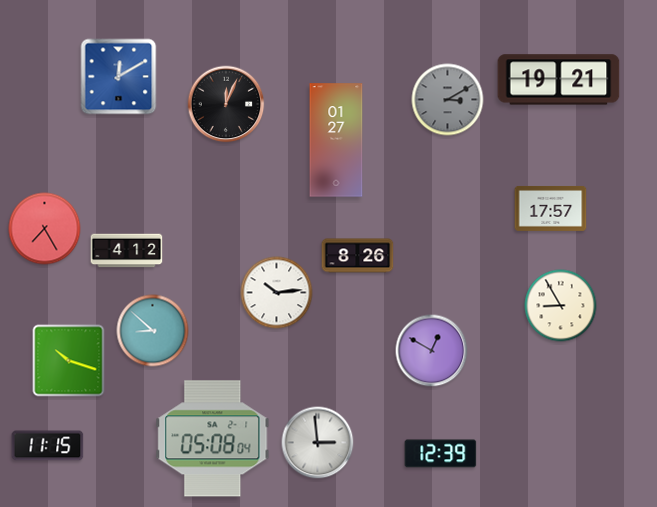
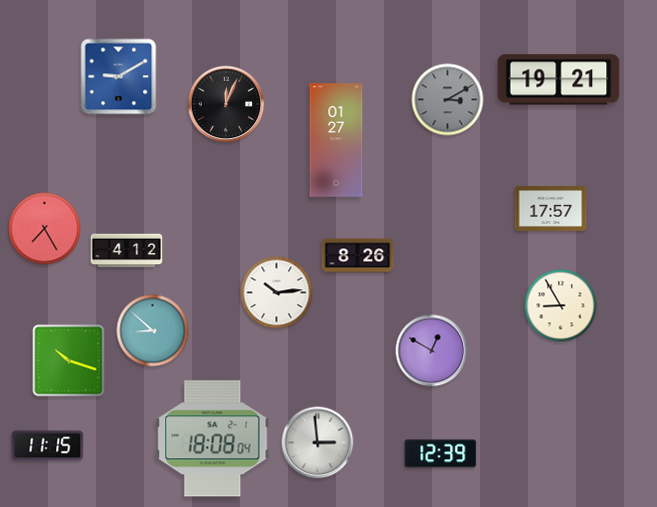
clock at (119, 77): 12:10 -> 9:10
clock at (213, 439): 05:08 -> 18:08
